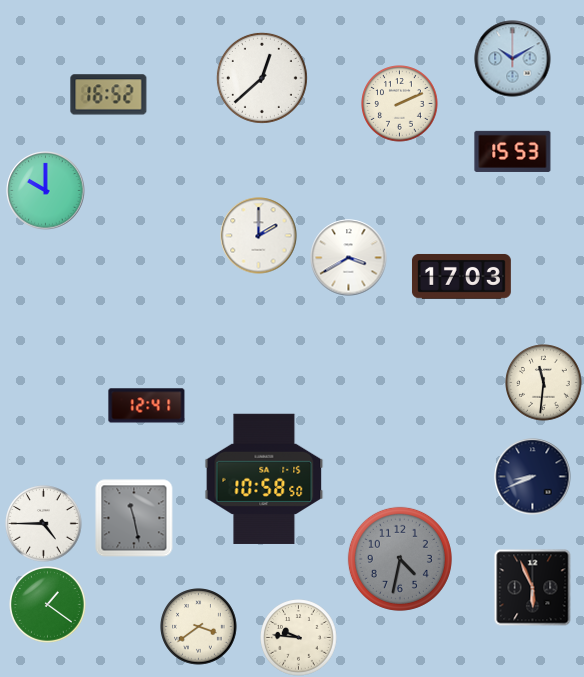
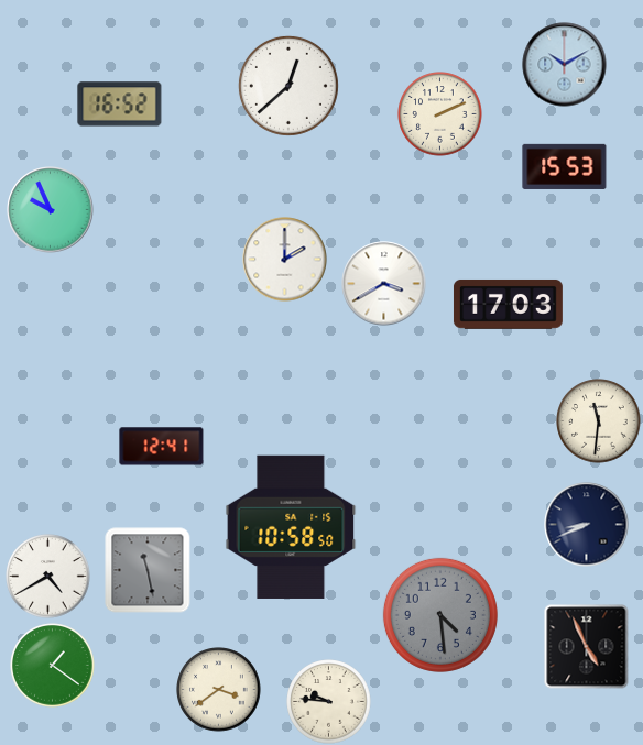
clock at (46, 191): 10:00 -> 9:56
clock at (44, 524): 4:45 -> 4:40
clock at (400, 559): 4:32 -> 4:29
clock at (533, 588): 5:56 -> 4:56
